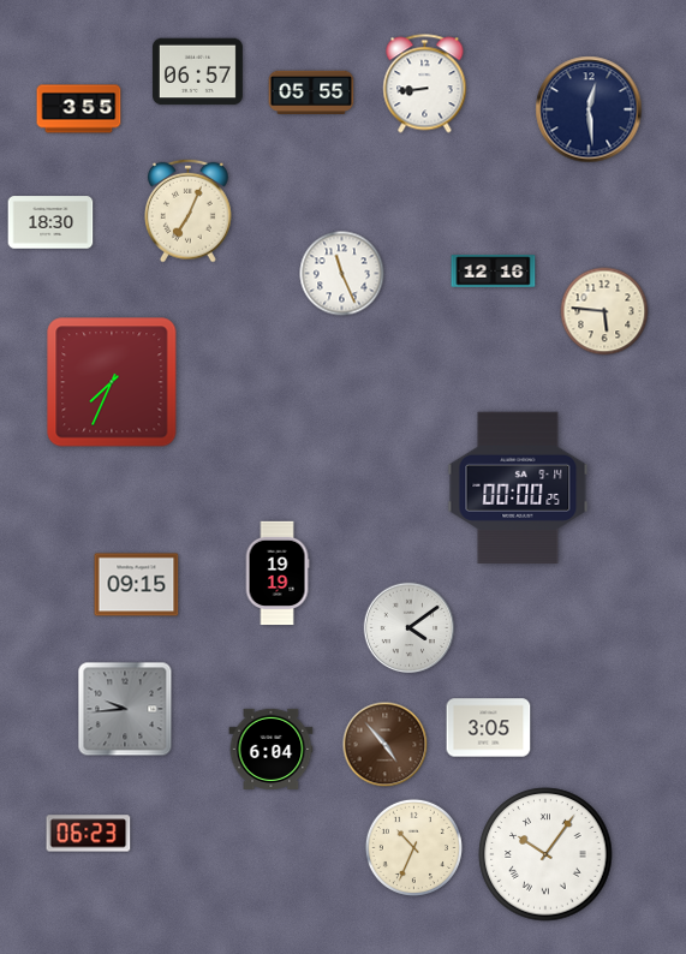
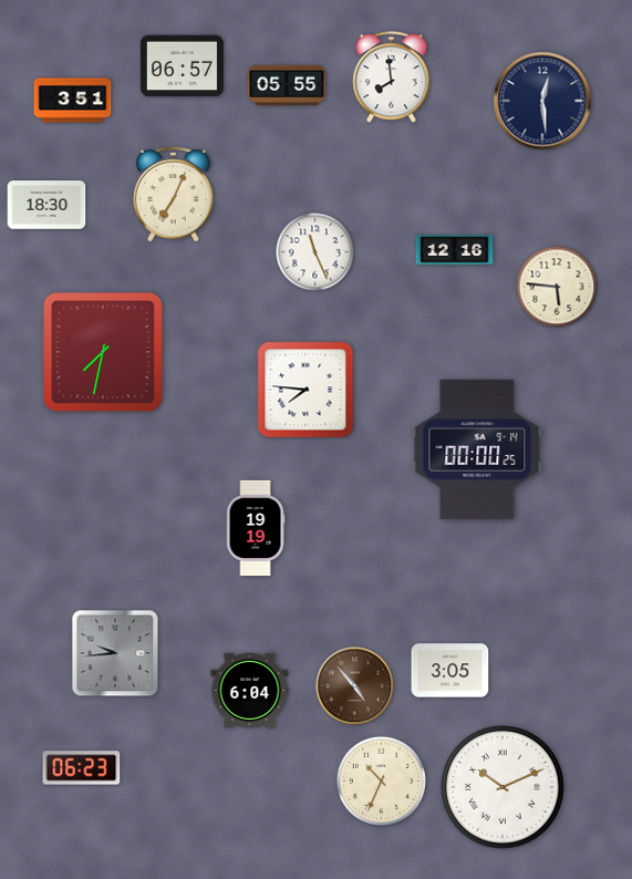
clock at (425, 84): 8:44 -> 7:59
clock at (79, 109): 3:55 -> 3:51
clock at (112, 382): 7:34 -> 7:32
clock at (305, 390): none -> 7:46
clock at (137, 585): 09:15 -> none
clock at (410, 628): 4:09 -> none
clock at (545, 854): 10:06 -> 10:11
